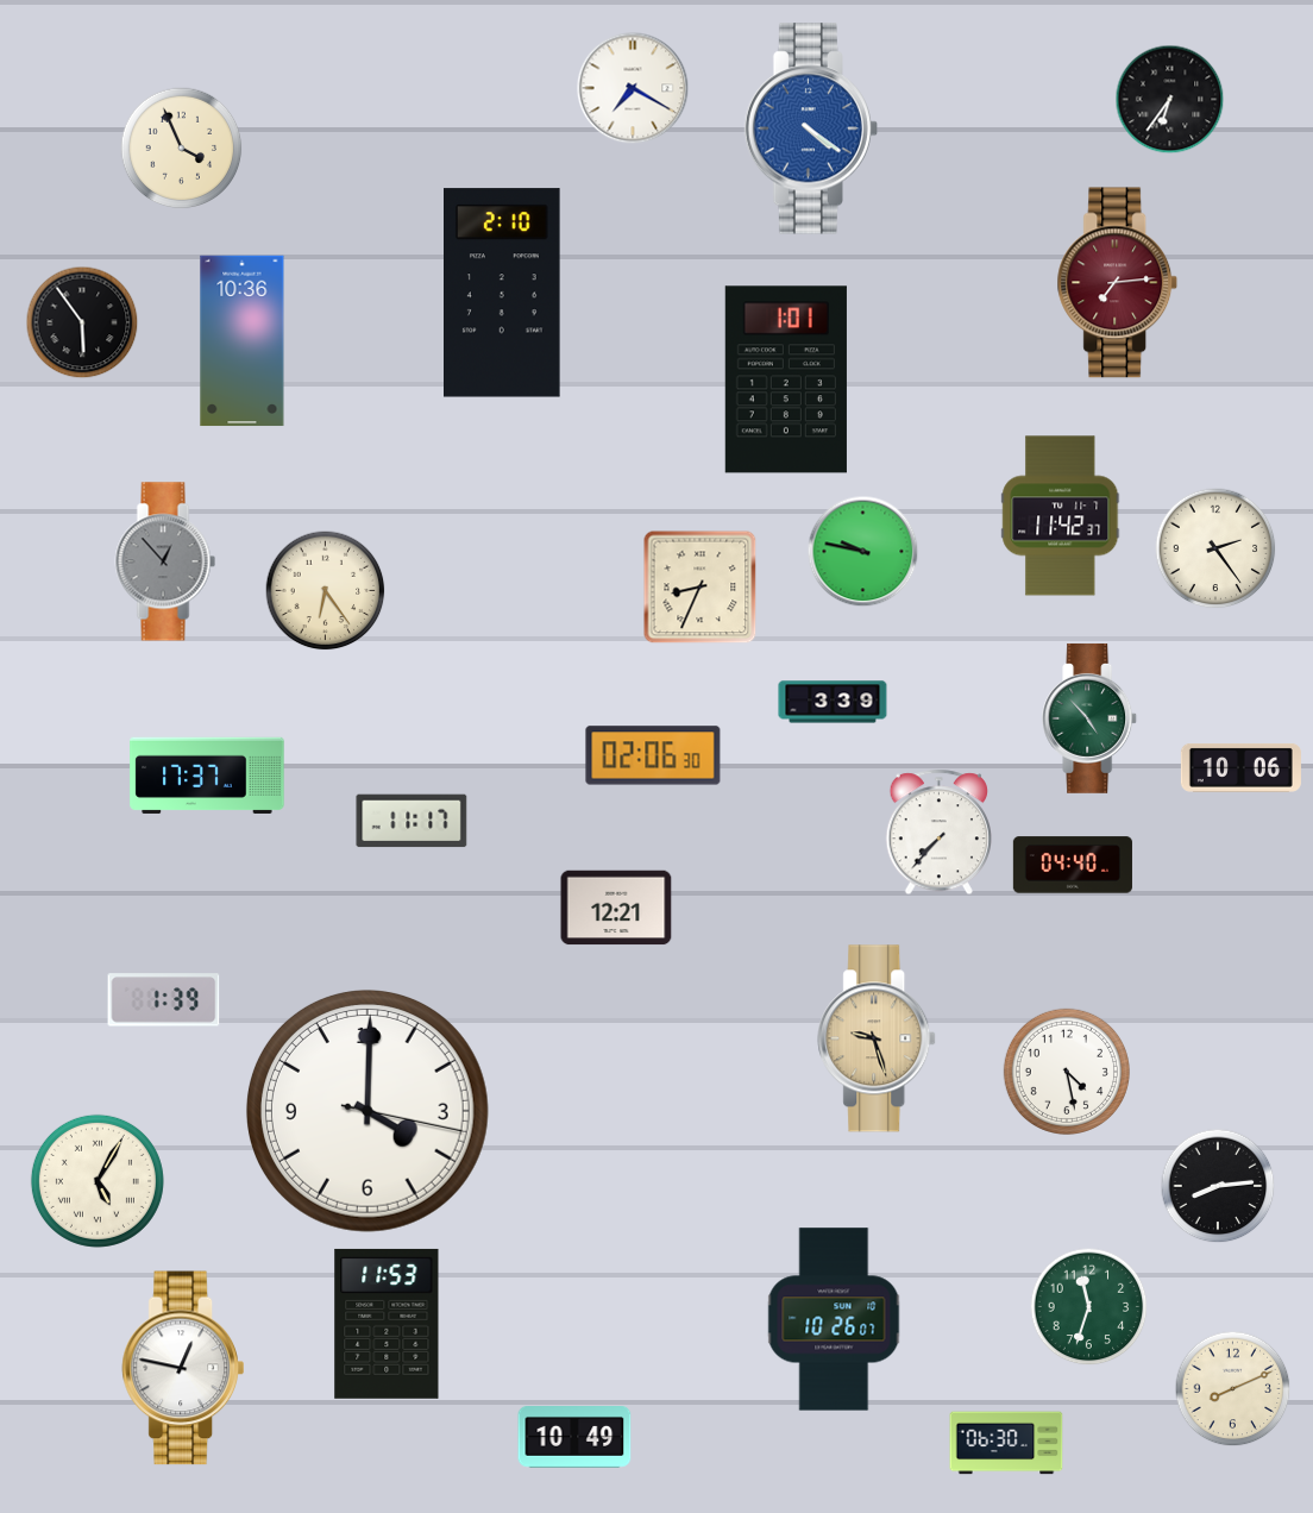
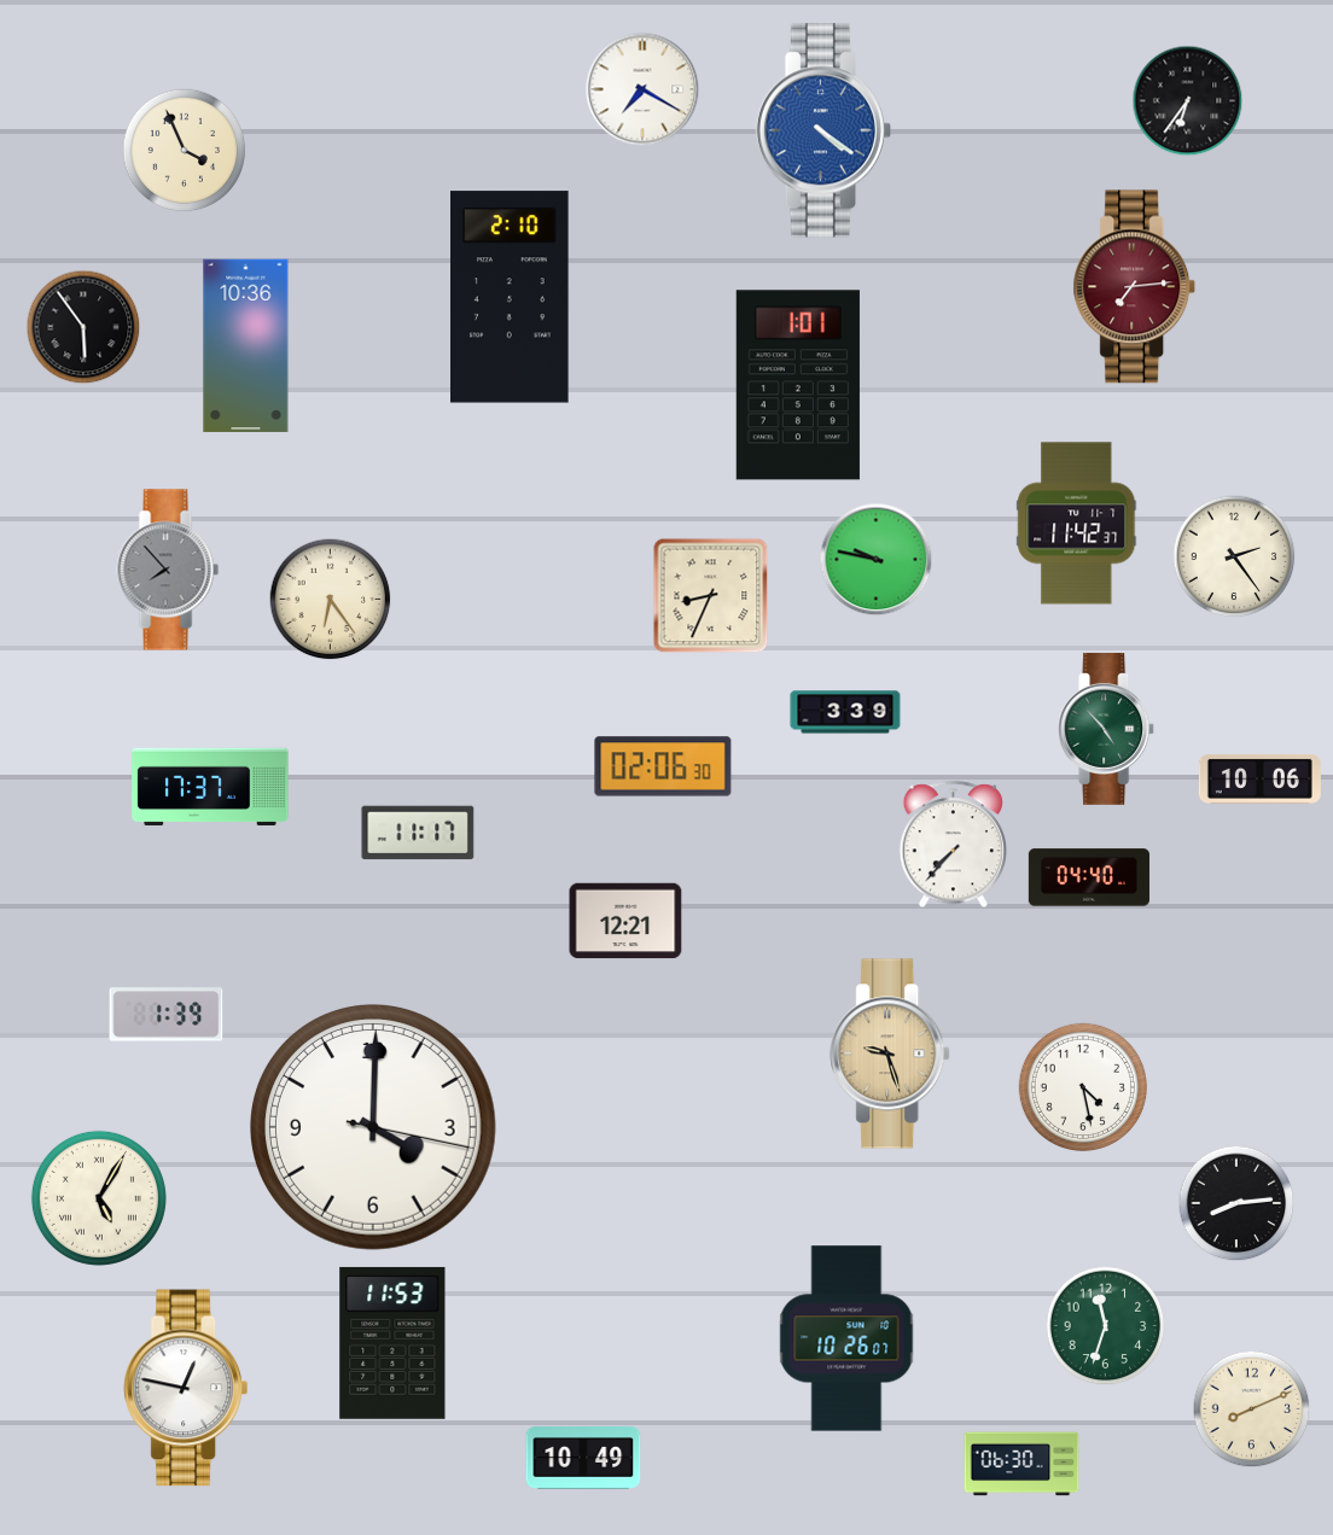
clock at (165, 561): 12:53 -> 7:53
